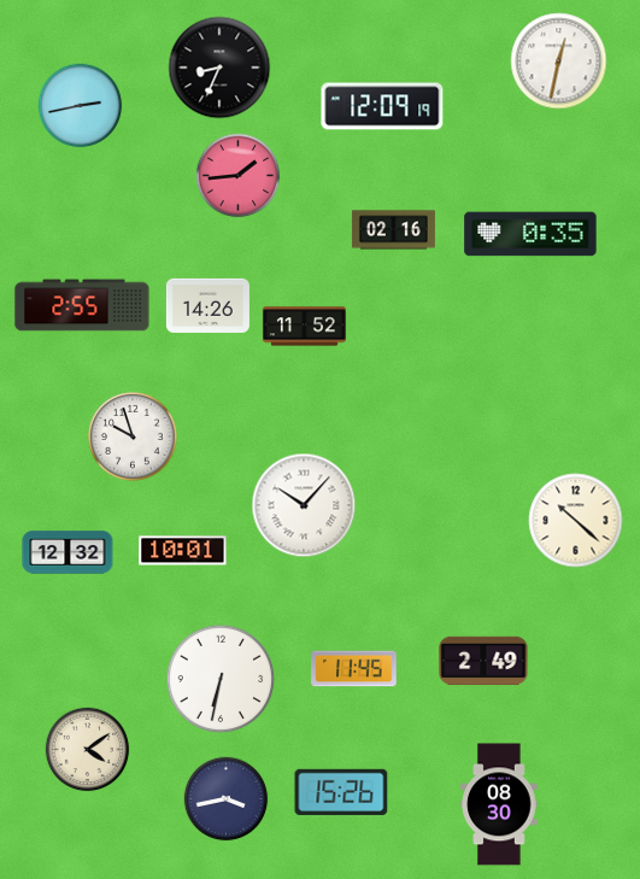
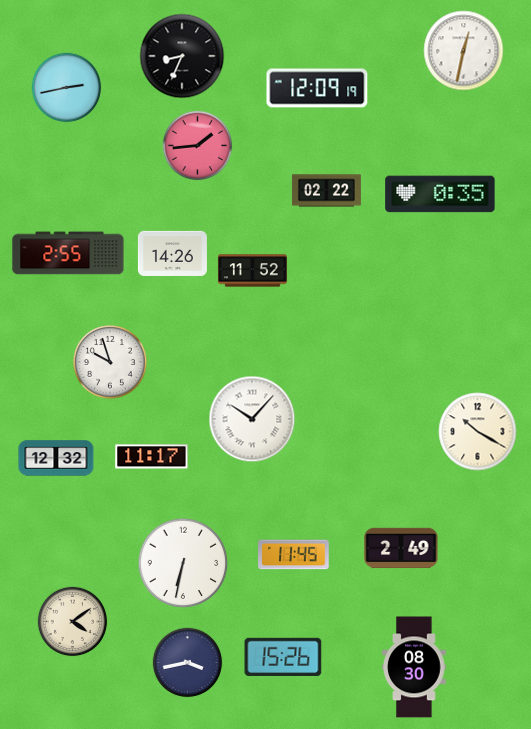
clock at (393, 230): 02:16 -> 02:22
clock at (576, 521): 10:22 -> 10:20
clock at (183, 551): 10:01 -> 11:17
